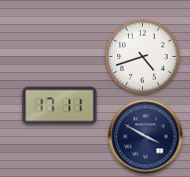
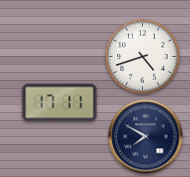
clock at (60, 106) position: (60, 106) -> (60, 103)
clock at (146, 137): 3:50 -> 7:50
